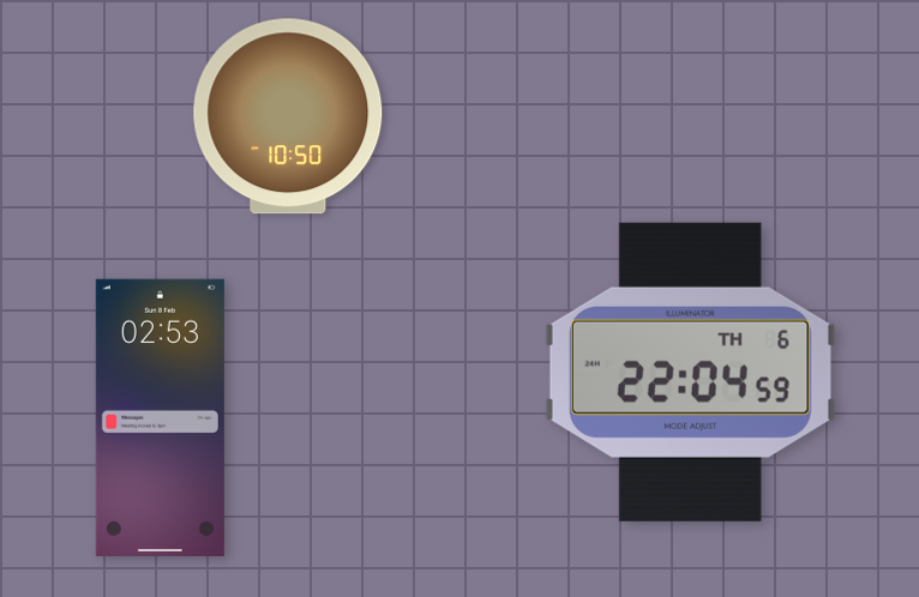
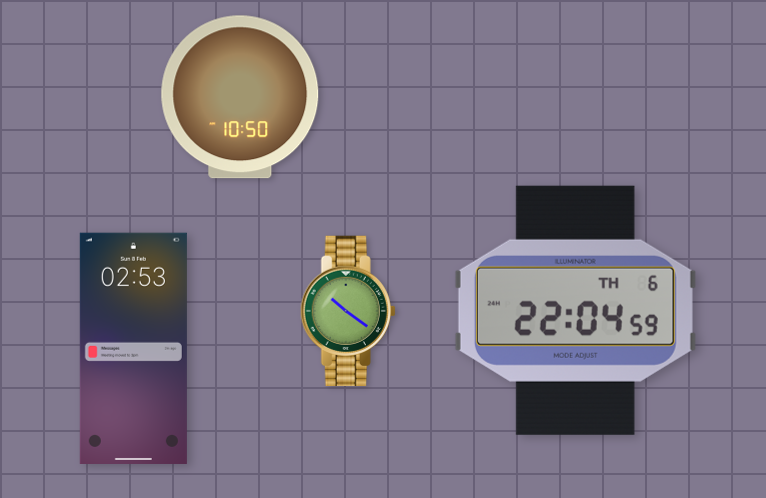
clock at (348, 311): none -> 10:21
